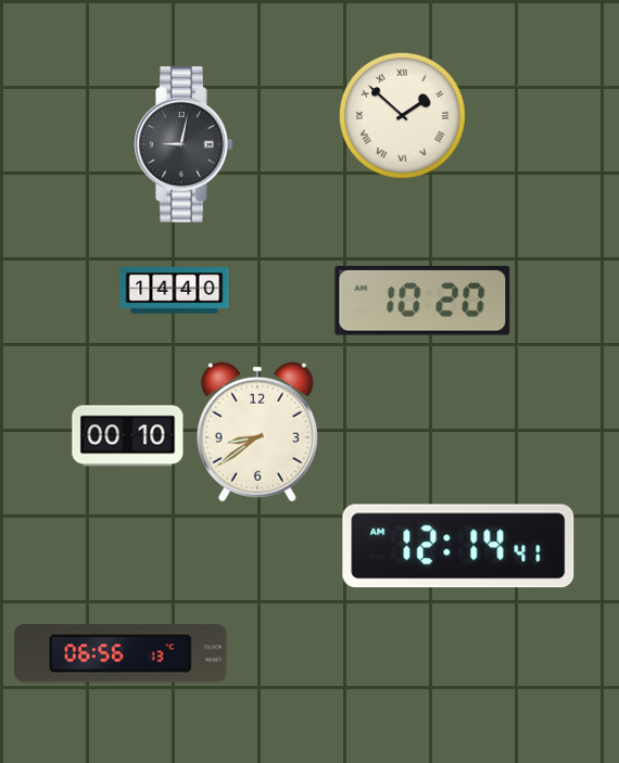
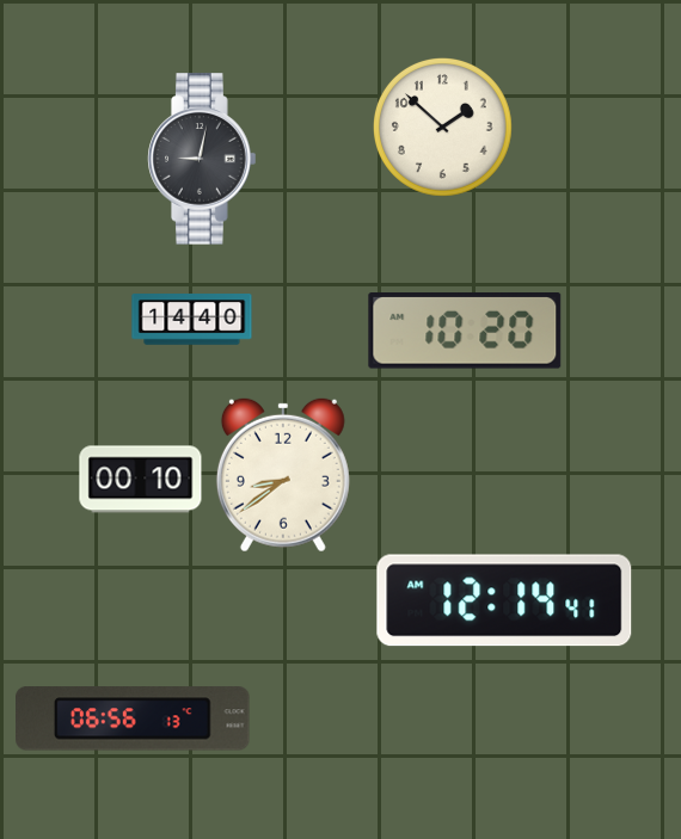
clock at (402, 115) numerals: Roman -> Arabic
